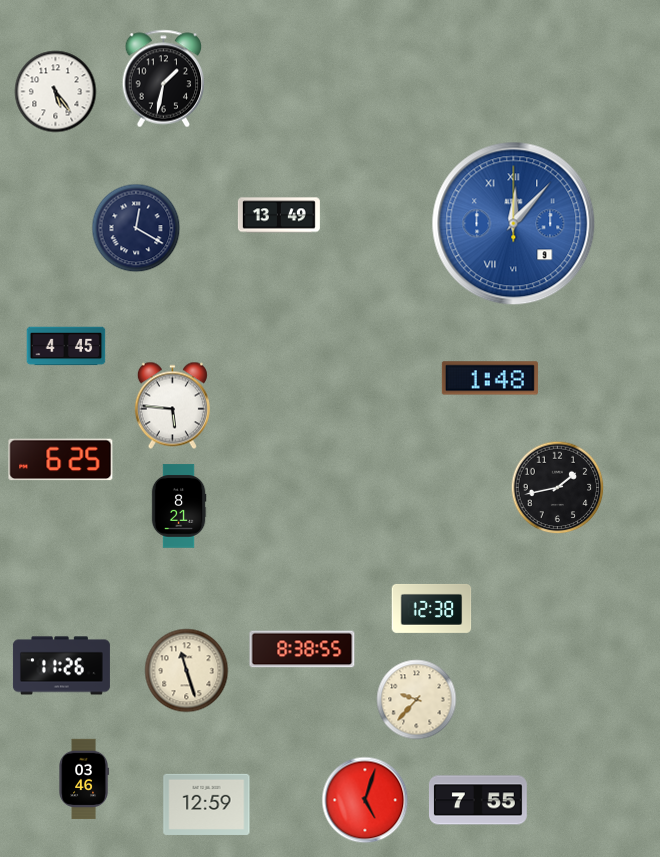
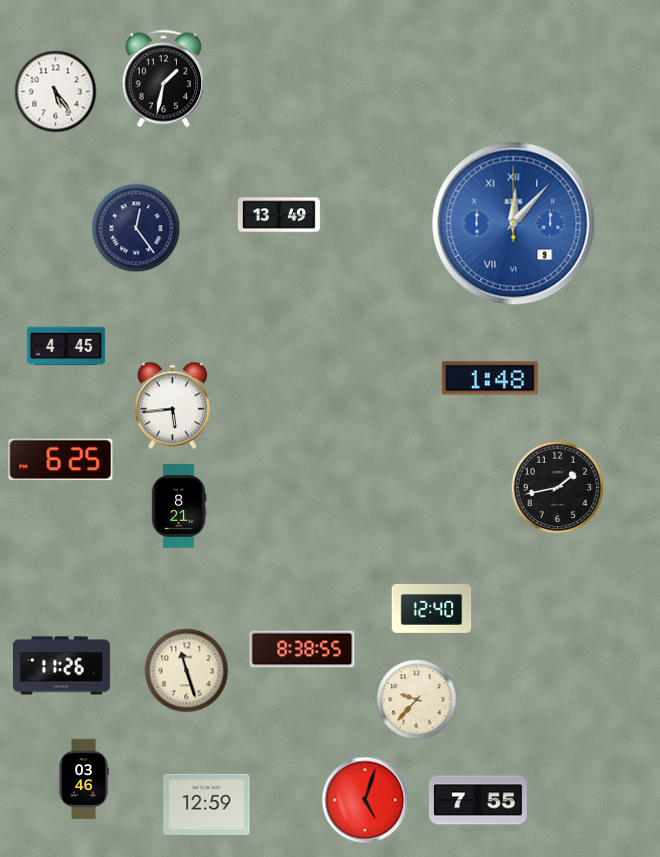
clock at (136, 228): 12:20 -> 12:24
clock at (172, 406): 5:46 -> 5:44
clock at (432, 608): 12:38 -> 12:40
